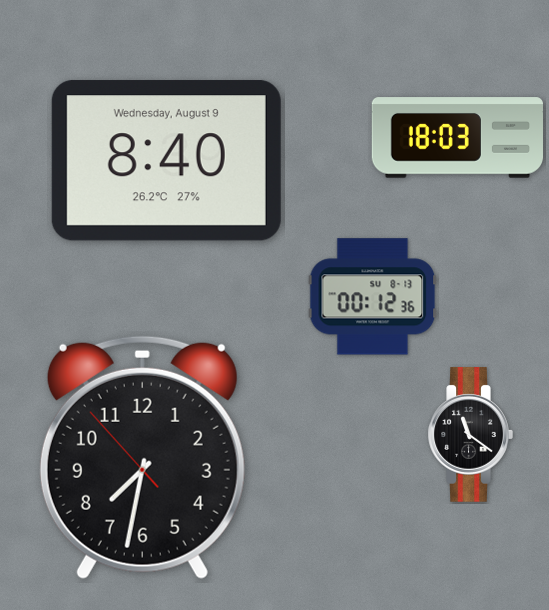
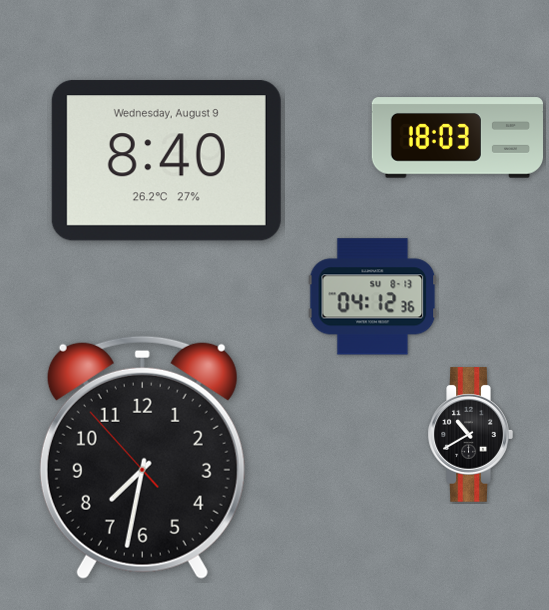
clock at (373, 297): 00:12 -> 04:12
clock at (470, 435): 11:21 -> 10:40
